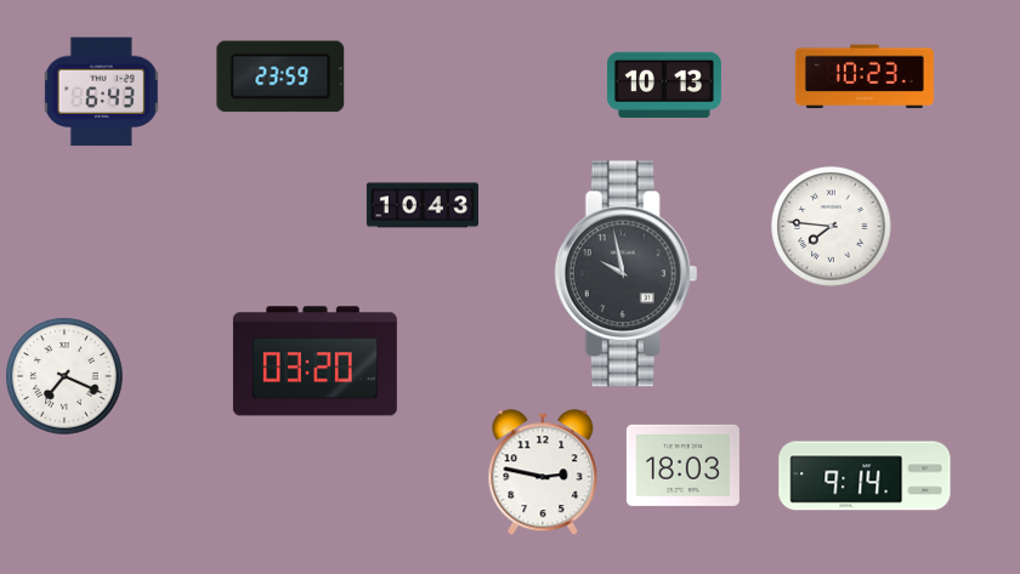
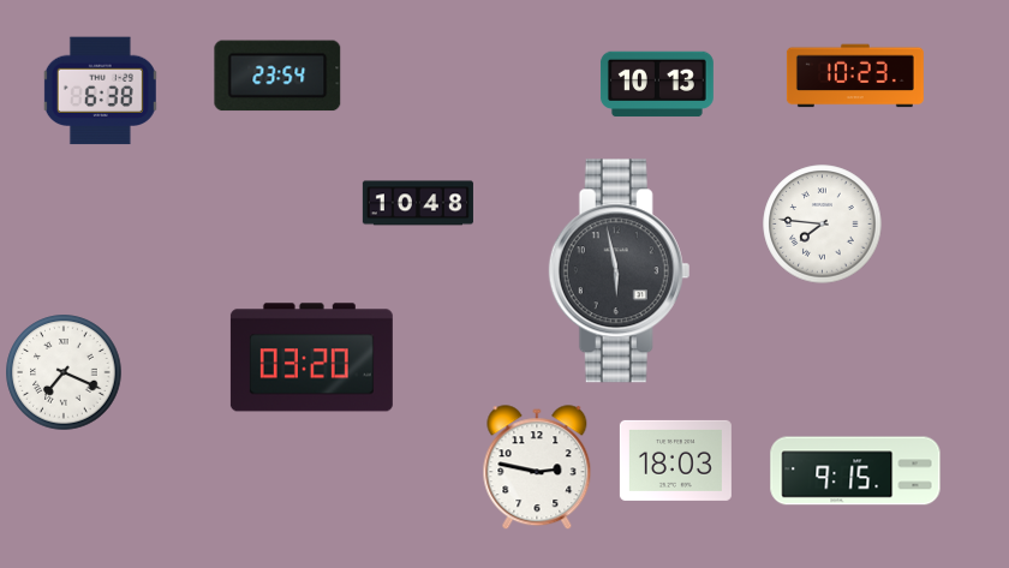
clock at (280, 76): 23:59 -> 23:54
clock at (101, 92): 6:43 -> 6:38
clock at (423, 205): 10:43 -> 10:48
clock at (627, 274): 9:58 -> 5:58
clock at (865, 476): 9:14 -> 9:15
